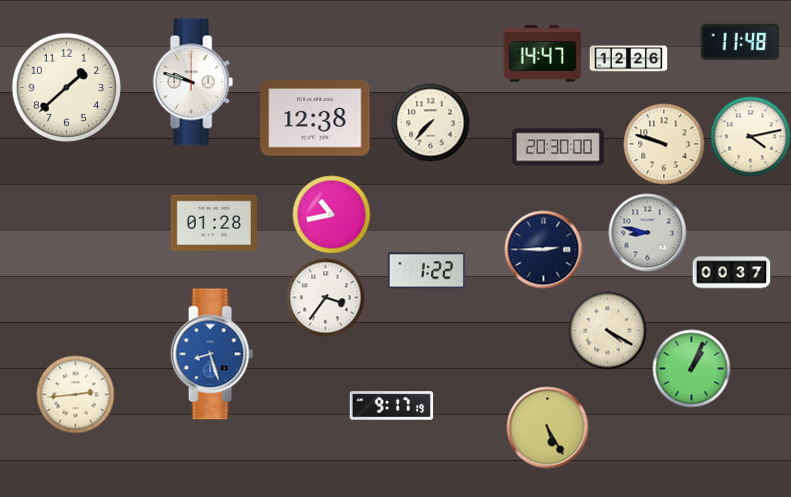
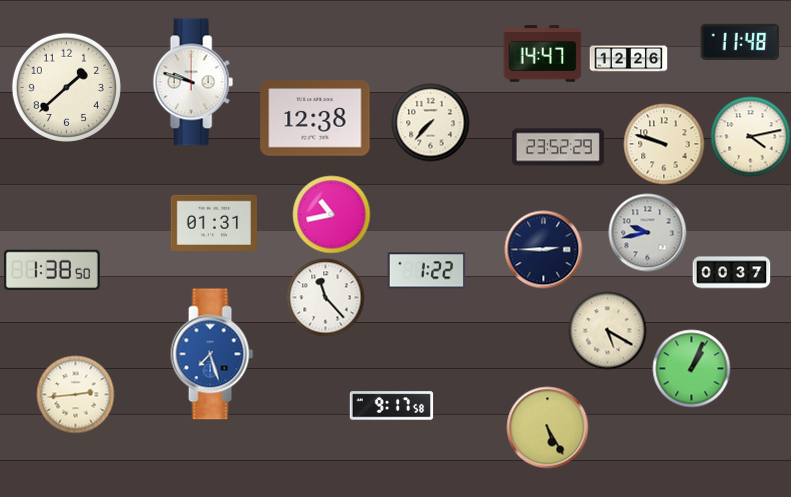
clock at (558, 147): 20:30 -> 23:52
clock at (214, 222): 01:28 -> 01:31
clock at (647, 232): 8:47 -> 9:43
clock at (52, 269): none -> 1:38
clock at (325, 297): 3:36 -> 11:23
clock at (607, 330): 4:20 -> 5:20
clock at (212, 354): 8:27 -> 7:27
clock at (391, 406): 9:17:19 -> 9:17:58
